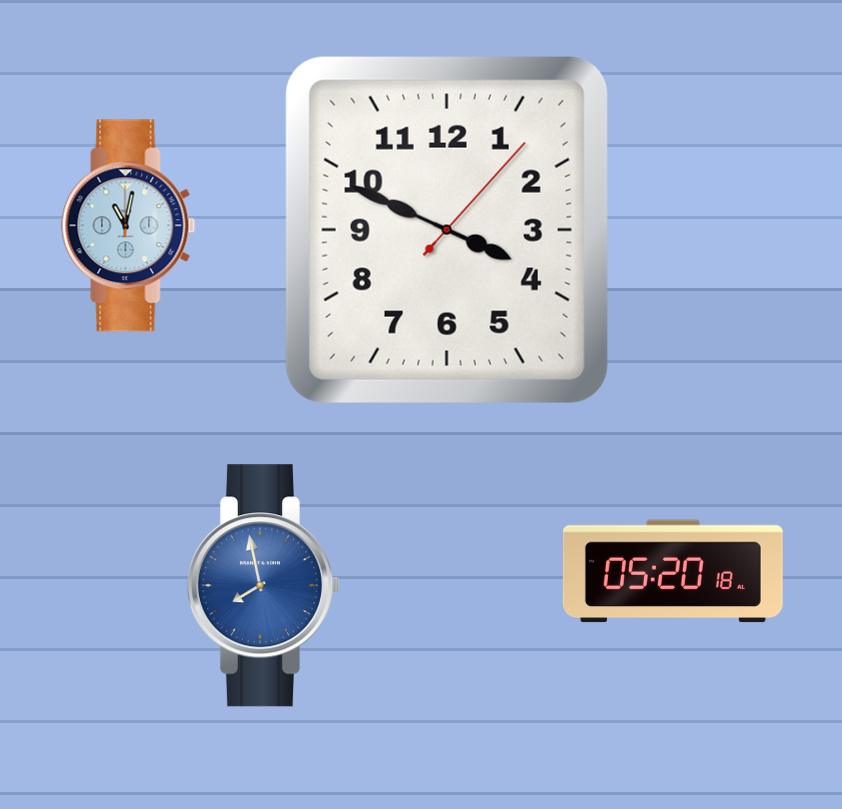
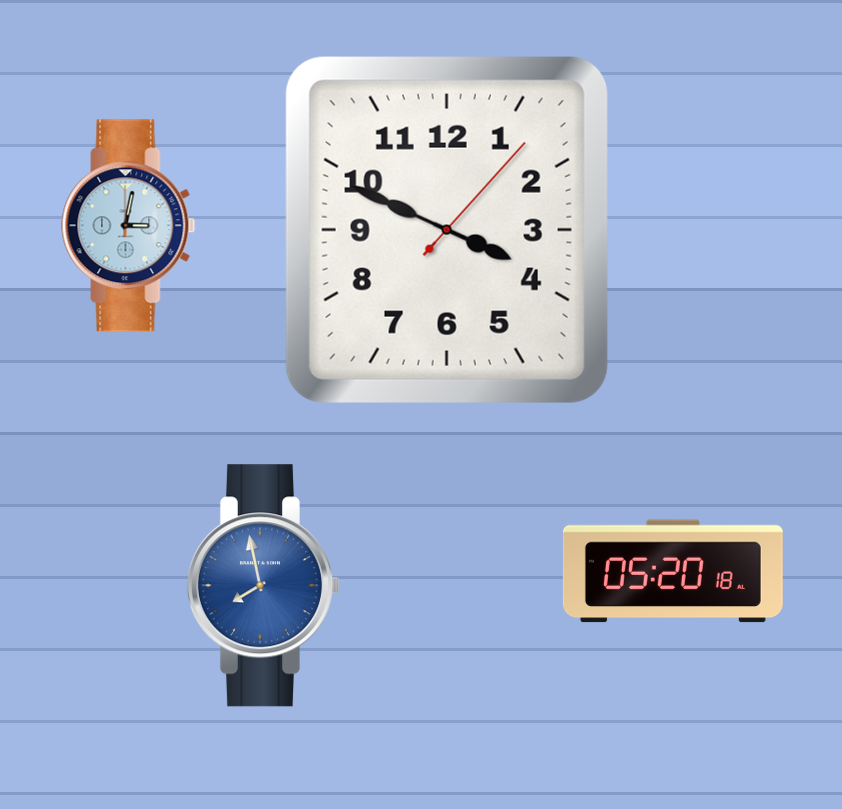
clock at (129, 226): 11:02 -> 3:02
